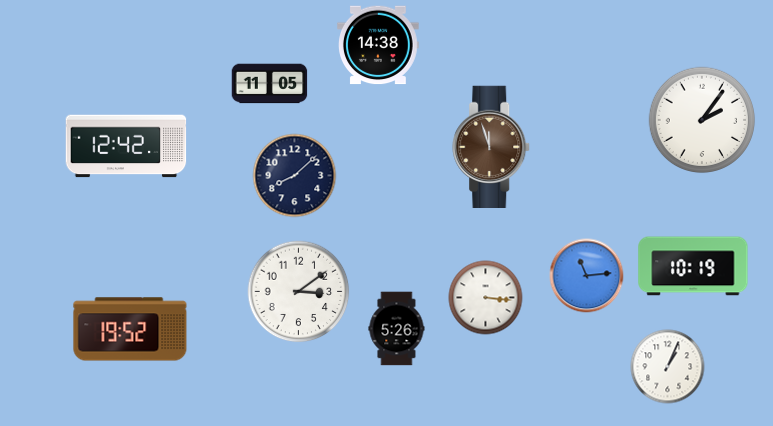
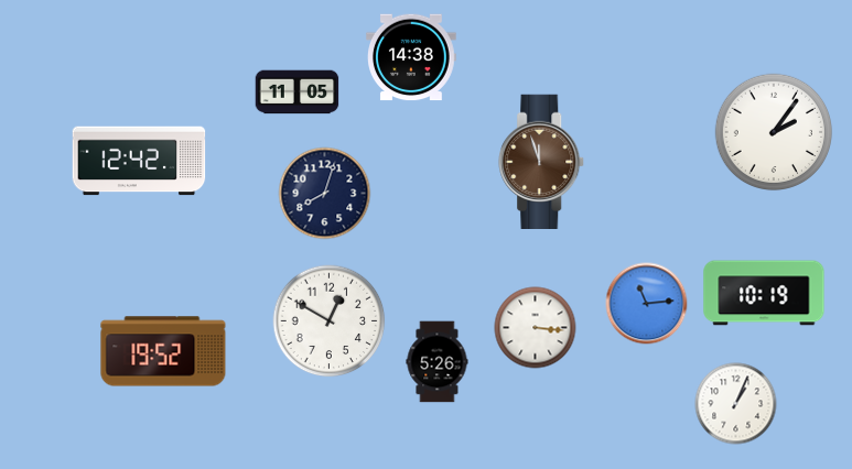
clock at (379, 45) position: (379, 45) -> (412, 57)
clock at (295, 176): 8:08 -> 8:03
clock at (299, 292): 3:09 -> 12:50
clock at (130, 329) position: (130, 329) -> (163, 351)
